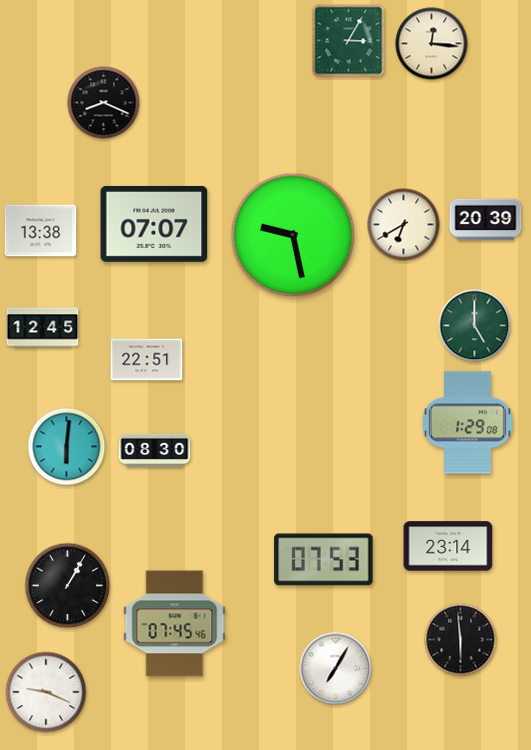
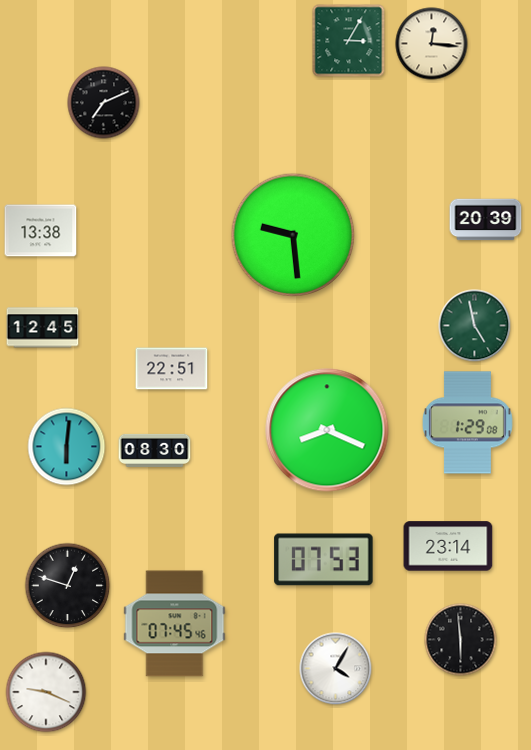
clock at (104, 103): 8:19 -> 7:11
clock at (154, 224): 07:07 -> none
clock at (404, 225): 6:40 -> none
clock at (293, 235): 9:28 -> 9:29
clock at (475, 326): 5:00 -> 4:58
clock at (147, 360) position: (147, 360) -> (172, 369)
clock at (327, 430): none -> 8:19
clock at (68, 586): 1:05 -> 12:48
clock at (336, 669): 7:05 -> 4:05
